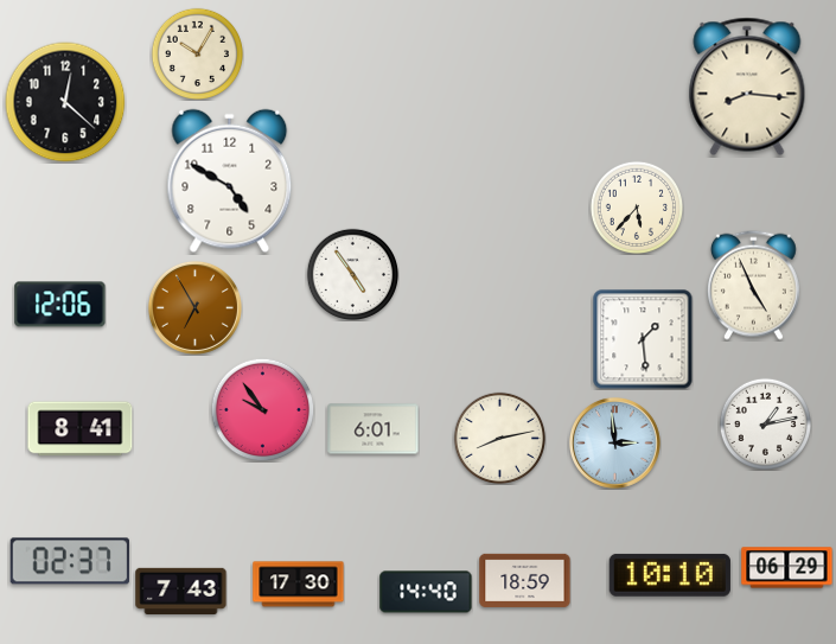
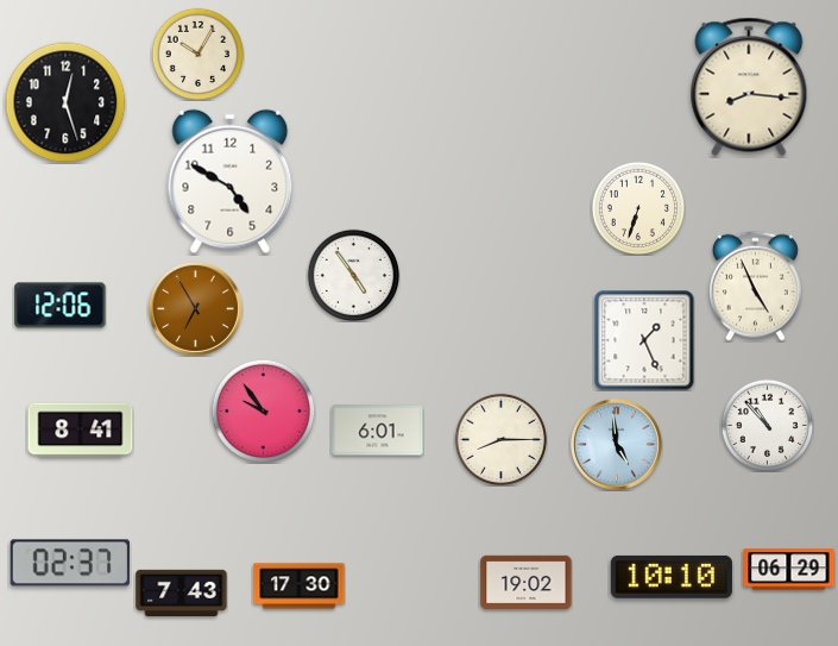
clock at (65, 102): 12:22 -> 12:27
clock at (636, 206): 5:37 -> 6:33
clock at (643, 339): 1:29 -> 1:26
clock at (765, 423): 1:13 -> 10:53
clock at (374, 429) position: (374, 429) -> (378, 431)
clock at (499, 438): 8:13 -> 8:15
clock at (614, 442): 2:59 -> 4:59
clock at (525, 580): 18:59 -> 19:02
clock at (426, 592): 14:40 -> none
